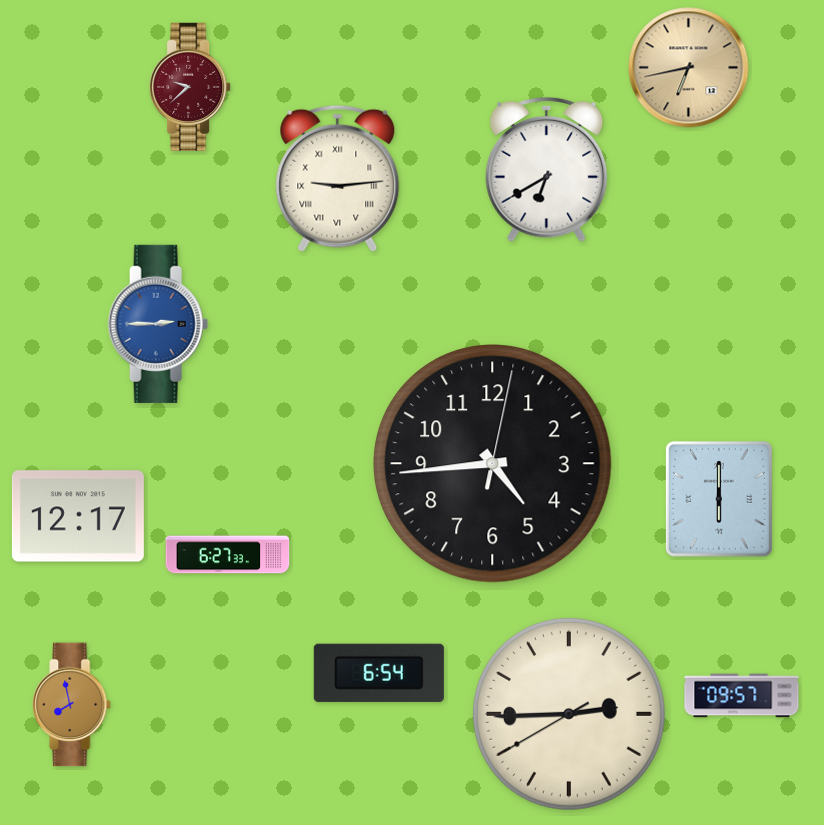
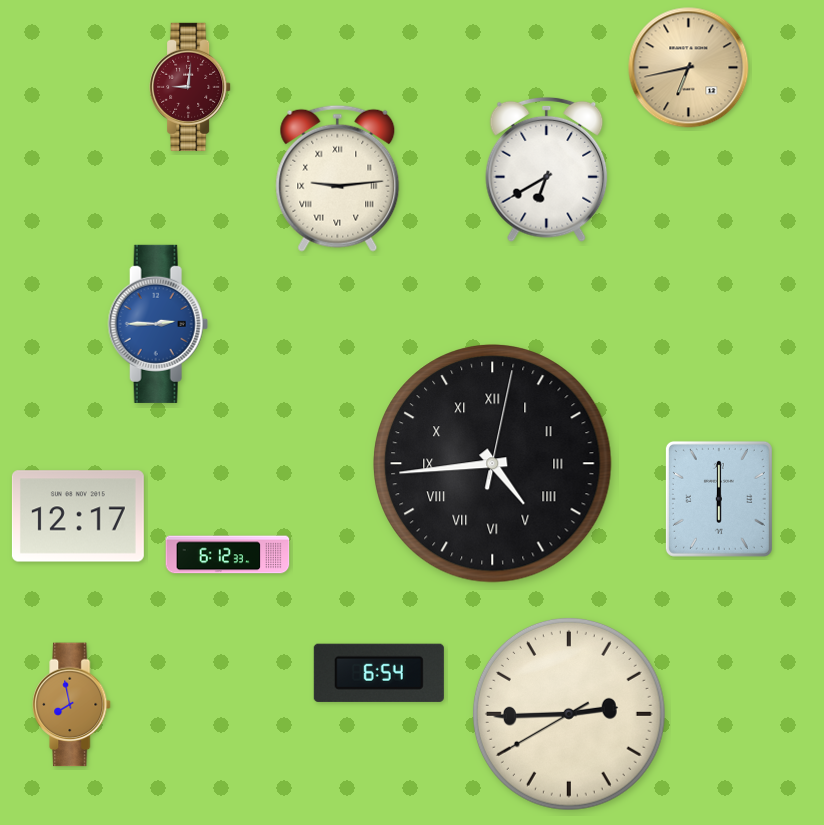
clock at (190, 87): 9:38 -> 9:01
clock at (493, 464) numerals: Arabic -> Roman
clock at (228, 555): 6:27 -> 6:12
clock at (742, 696): 09:57 -> none
